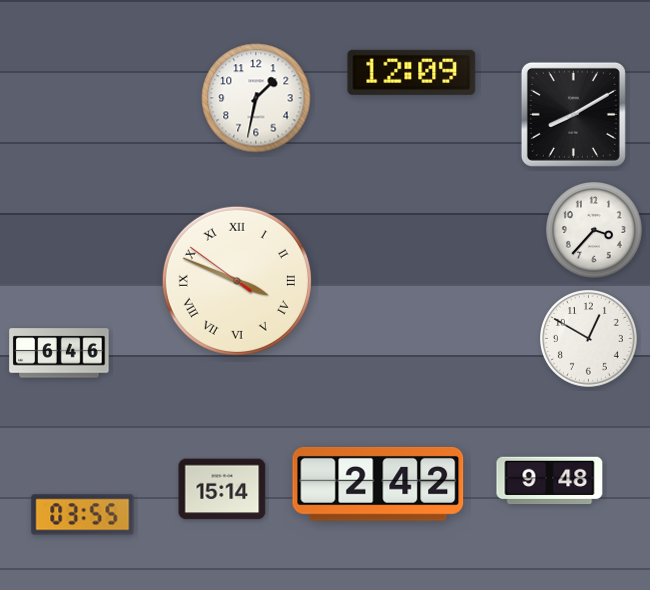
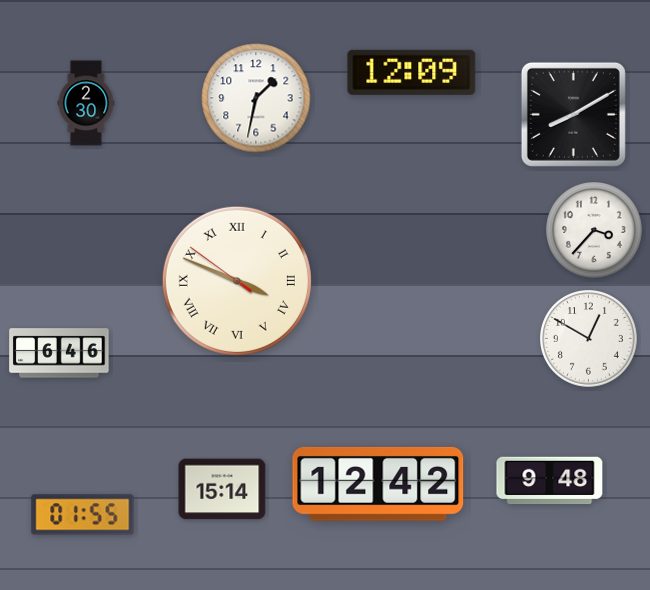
clock at (86, 103): none -> 2:30
clock at (378, 484): 2:42 -> 12:42
clock at (83, 515): 03:55 -> 01:55
